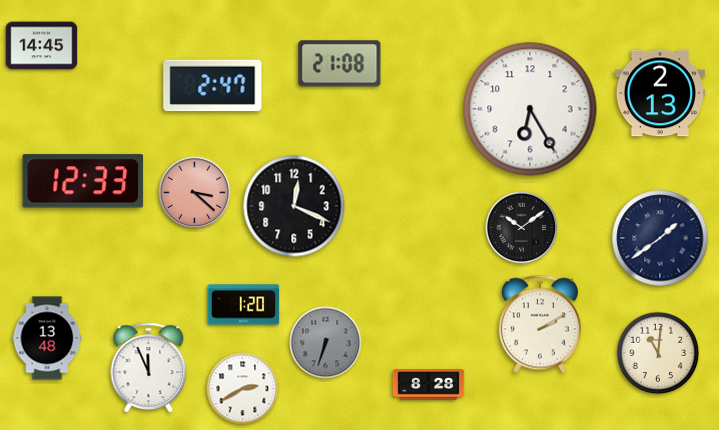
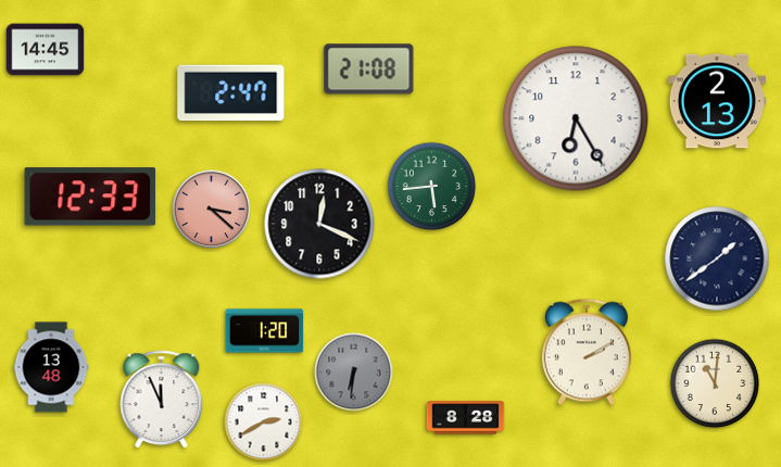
clock at (432, 187): none -> 5:44
clock at (522, 228): 10:09 -> none
clock at (326, 343): 6:33 -> 6:31
